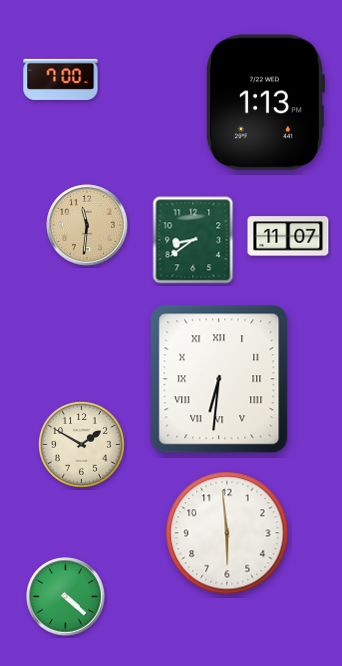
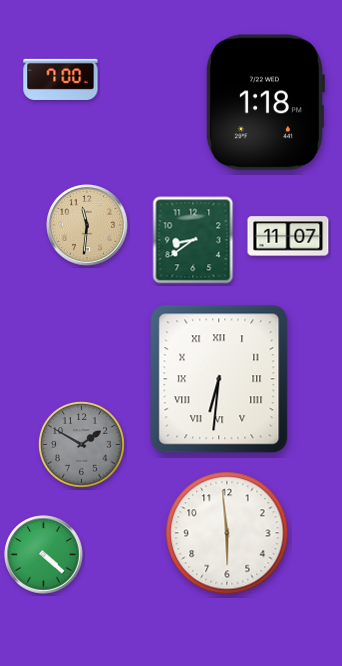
clock at (265, 103): 1:13 -> 1:18
clock at (82, 445) dial: cream -> grey
clock at (66, 597) position: (66, 597) -> (44, 555)
